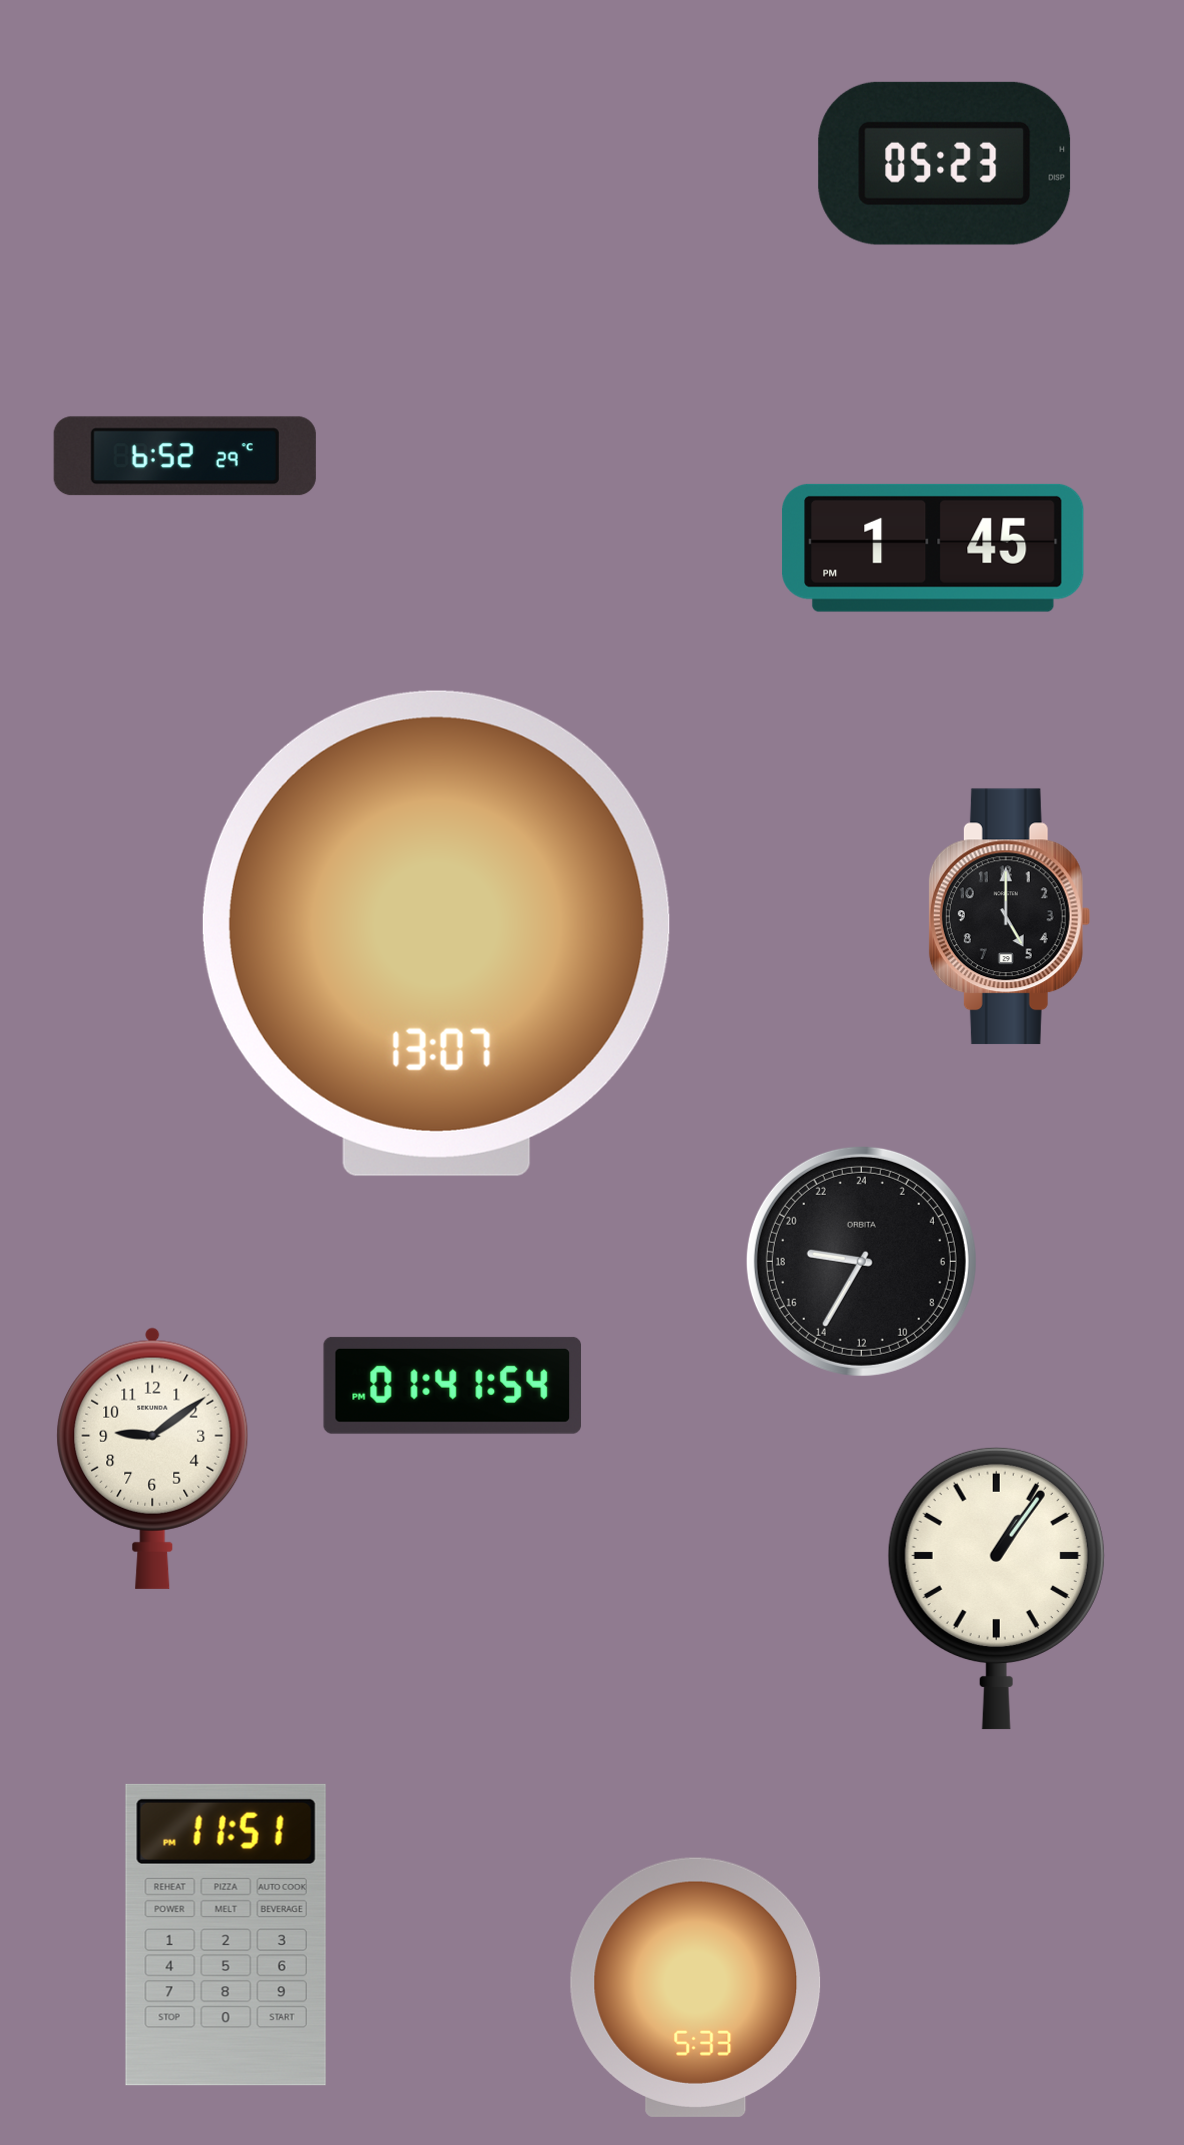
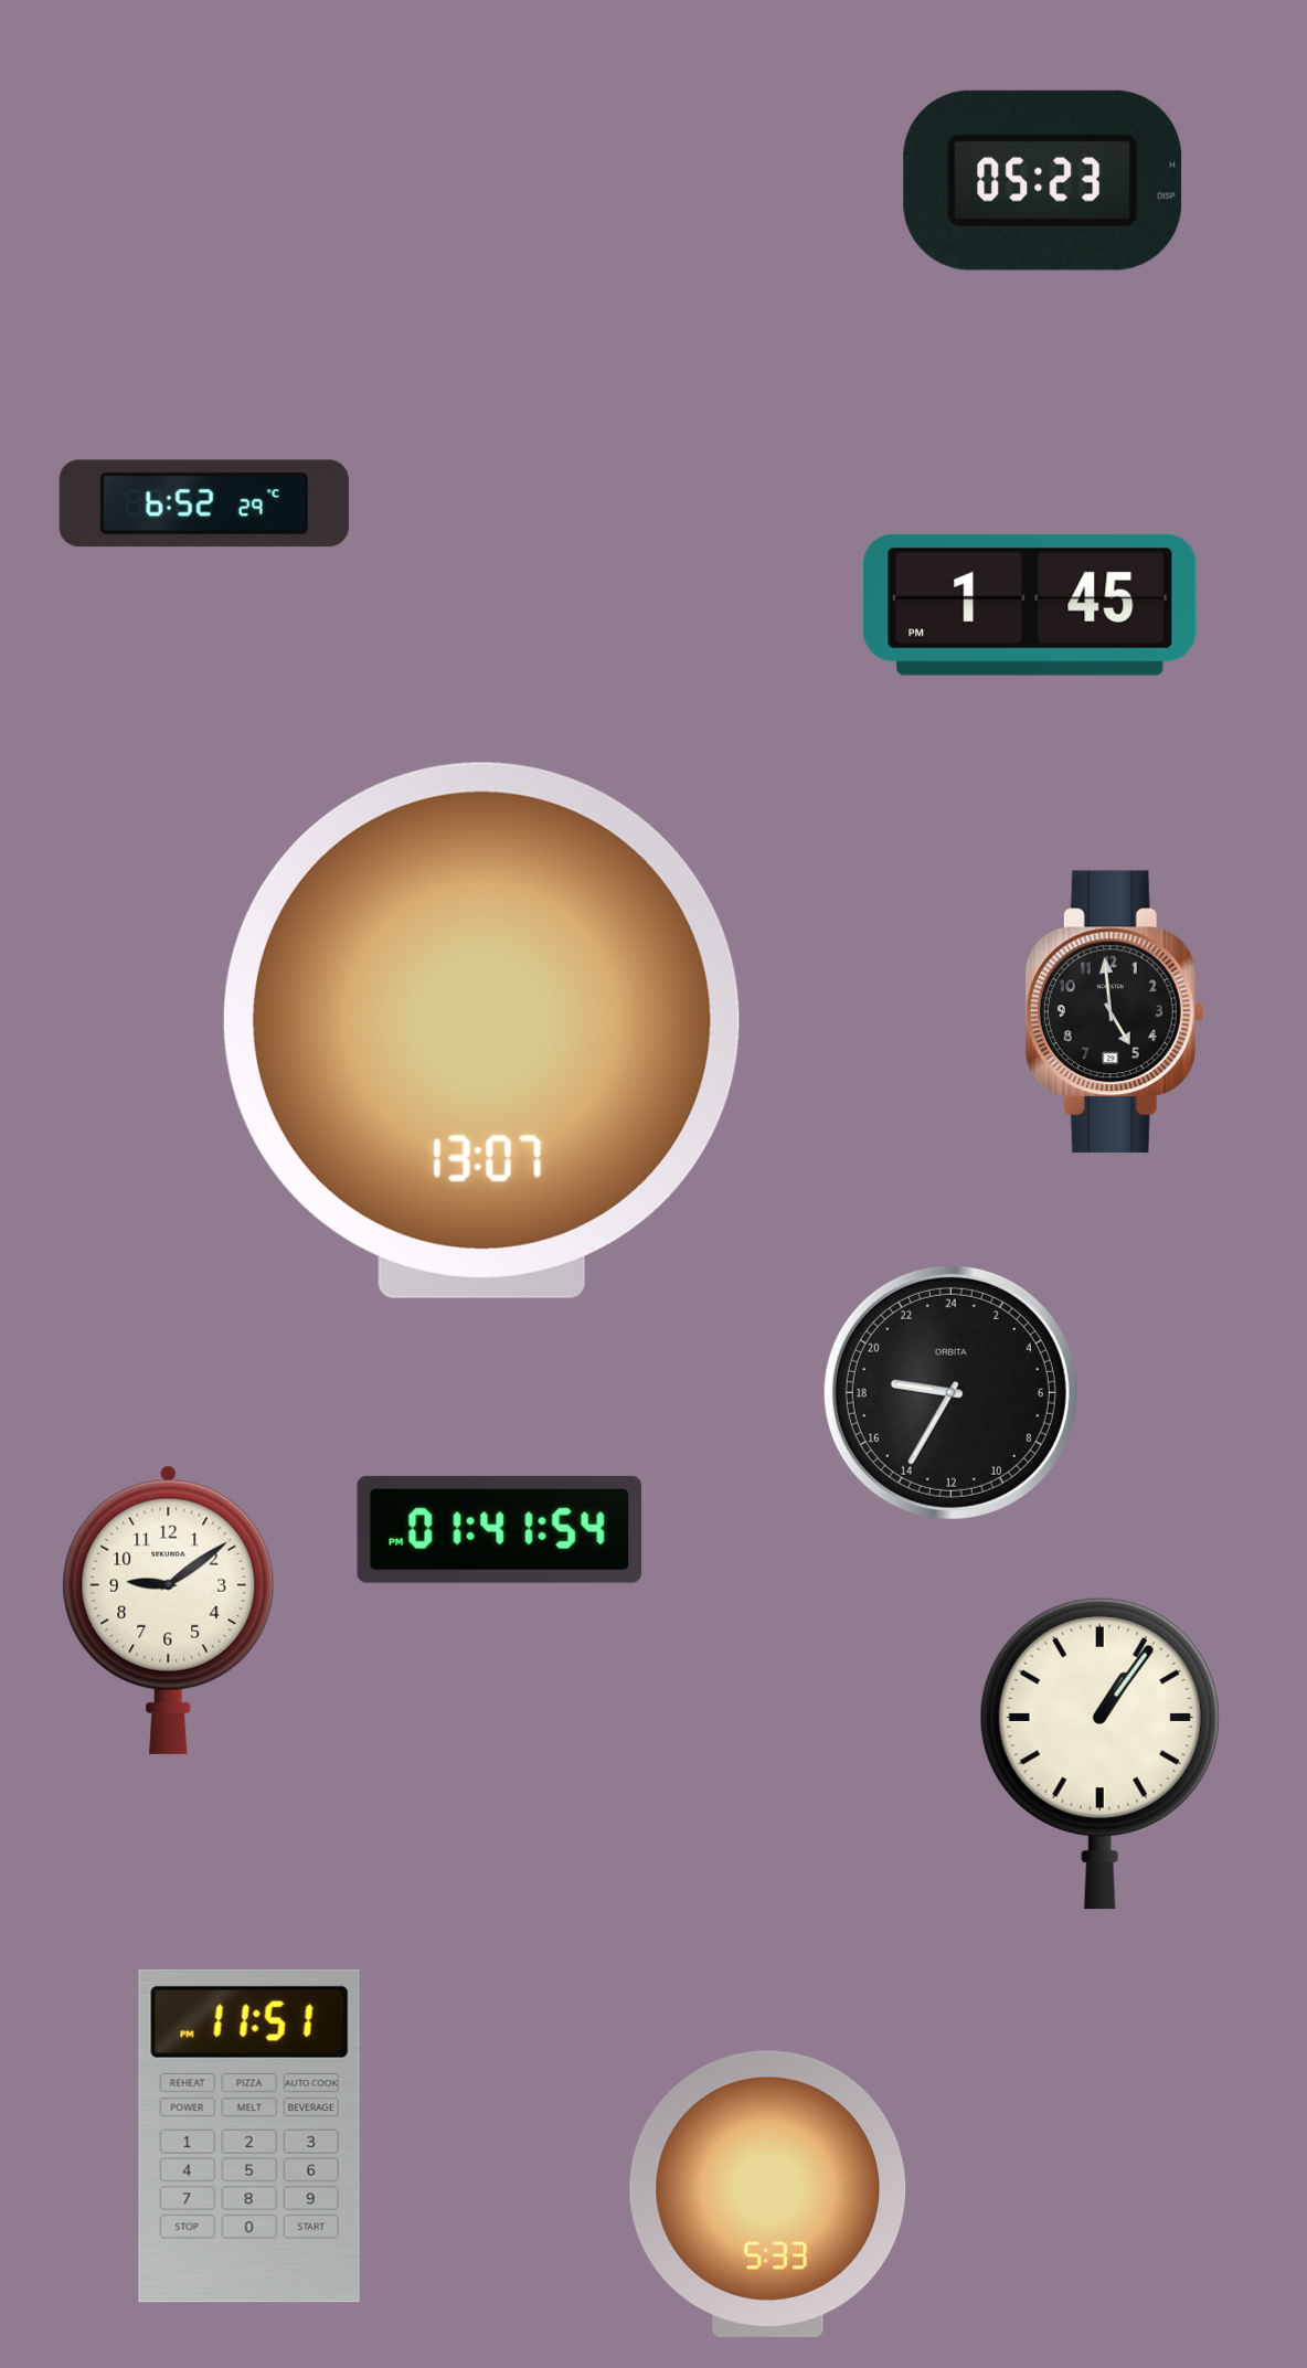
clock at (1009, 917): 5:00 -> 4:59
